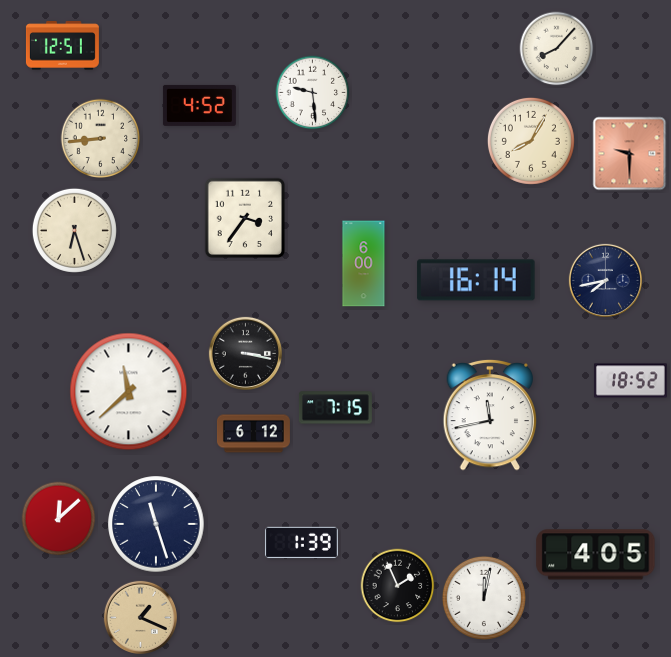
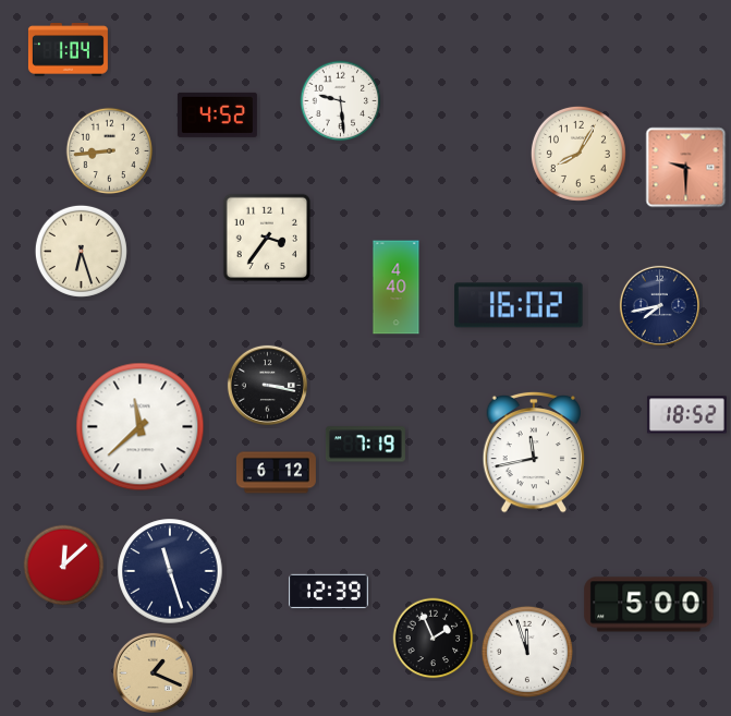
clock at (62, 46): 12:51 -> 1:04
clock at (557, 49): 8:07 -> none
clock at (364, 264): 6:00 -> 4:40
clock at (476, 280): 16:14 -> 16:02
clock at (335, 408): 7:15 -> 7:19
clock at (301, 543): 1:39 -> 12:39
clock at (596, 555): 4:05 -> 5:00
clock at (484, 598): 12:02 -> 11:57
